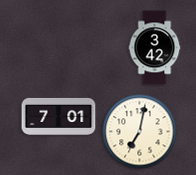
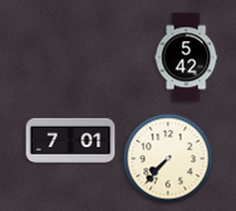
clock at (155, 48): 3:42 -> 5:42
clock at (140, 132): 7:02 -> 7:37
